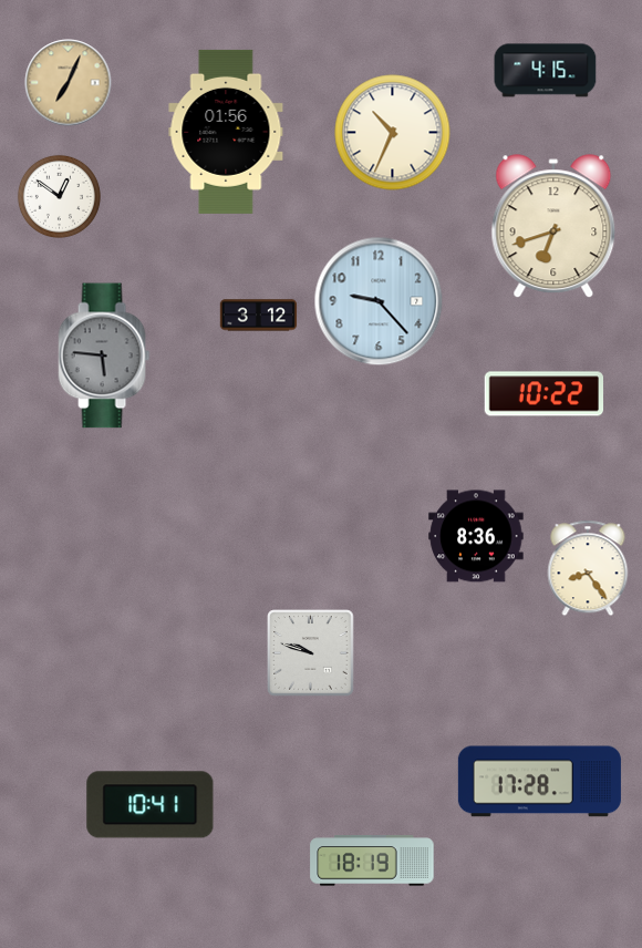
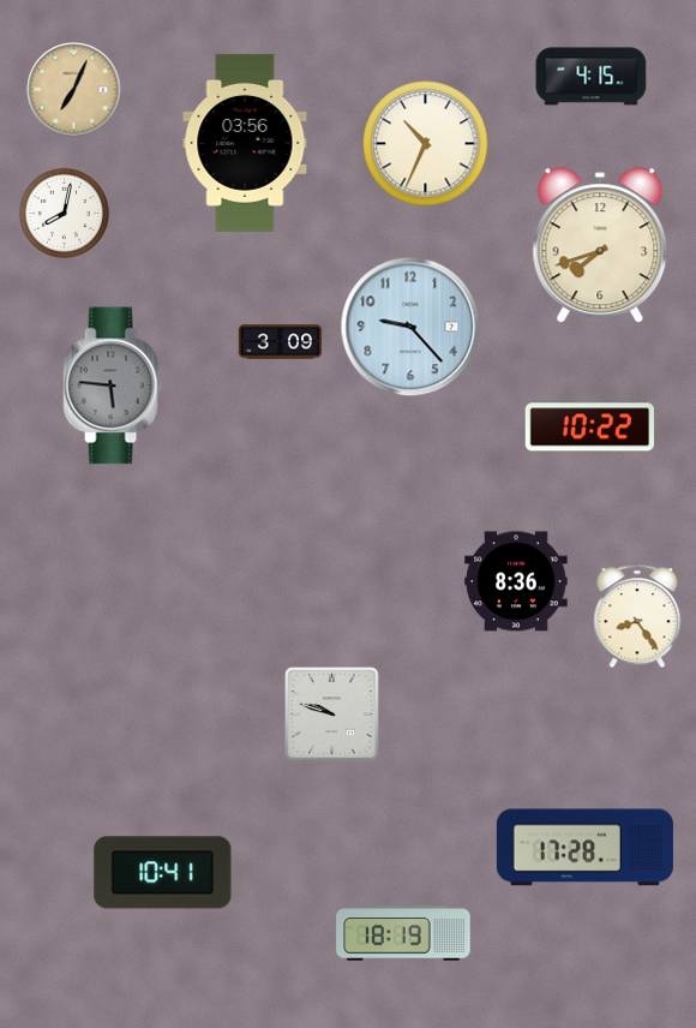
clock at (226, 132): 01:56 -> 03:56
clock at (59, 196): 12:51 -> 8:02
clock at (553, 227): 6:42 -> 7:42
clock at (259, 316): 3:12 -> 3:09
clock at (311, 653) position: (311, 653) -> (332, 715)
